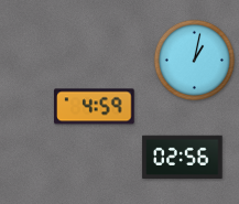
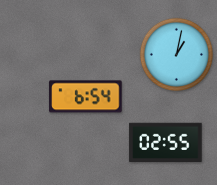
clock at (95, 107): 4:59 -> 6:54
clock at (183, 157): 02:56 -> 02:55
